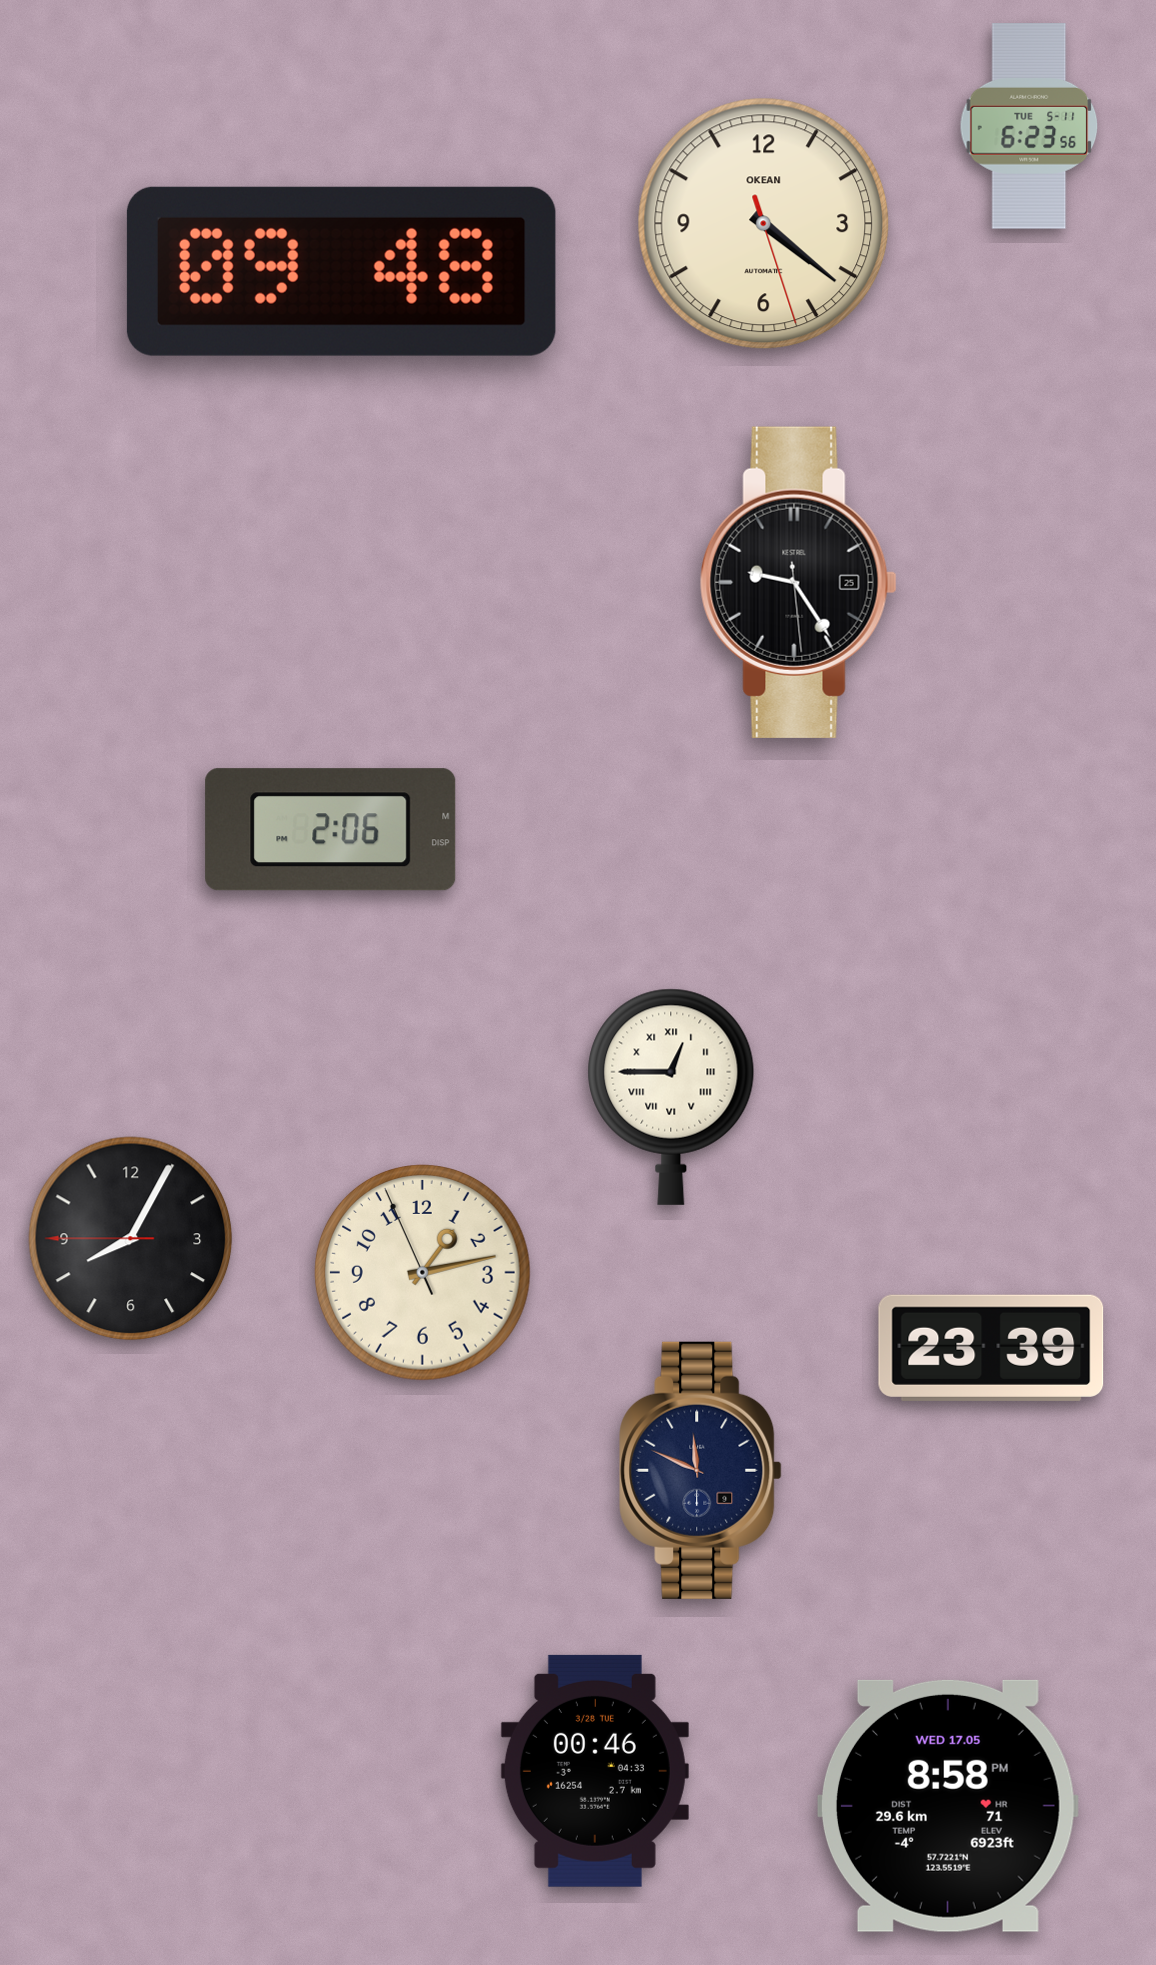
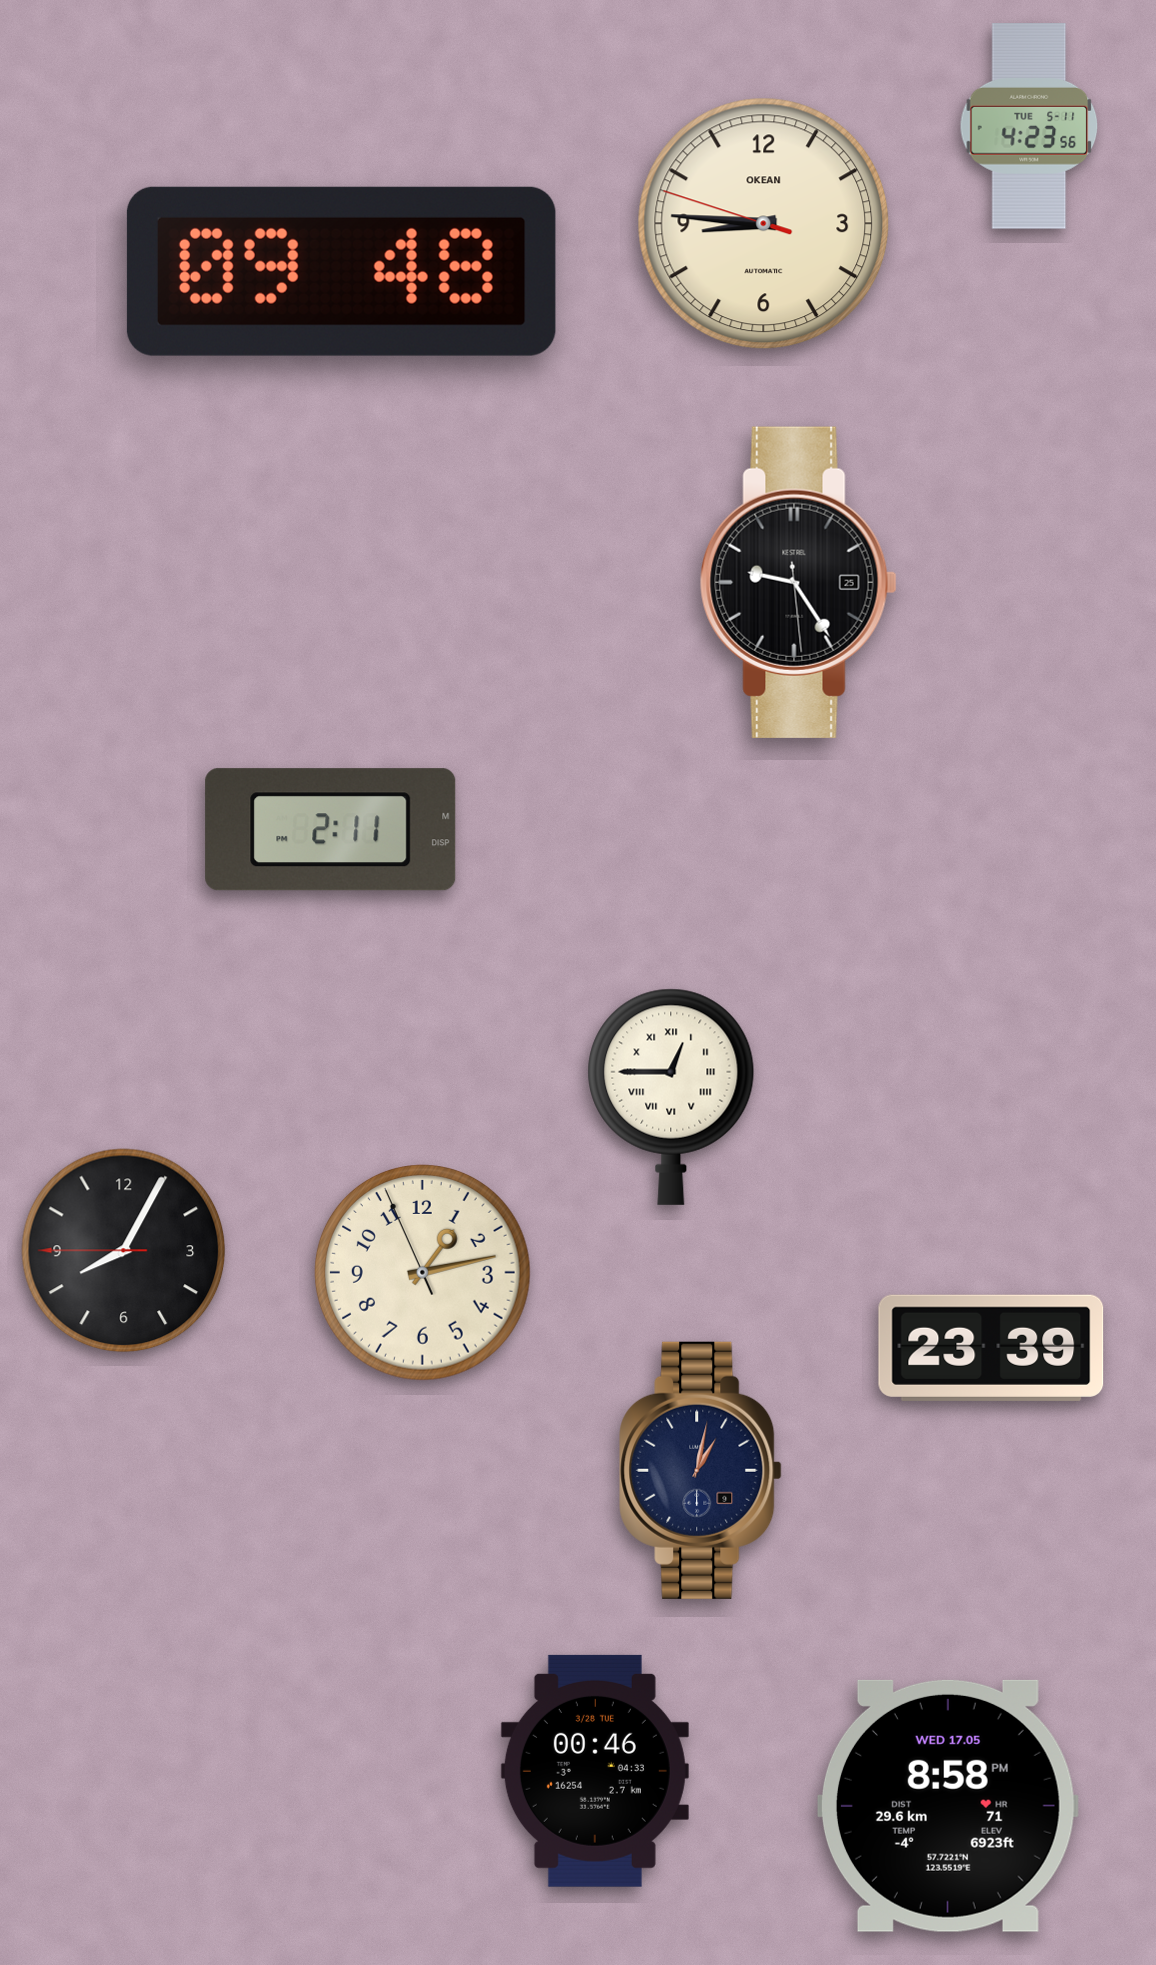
clock at (1029, 126): 6:23 -> 4:23
clock at (764, 224): 4:21 -> 8:45
clock at (331, 830): 2:06 -> 2:11
clock at (131, 1239) position: (131, 1239) -> (124, 1251)
clock at (701, 1470): 11:49 -> 1:02
